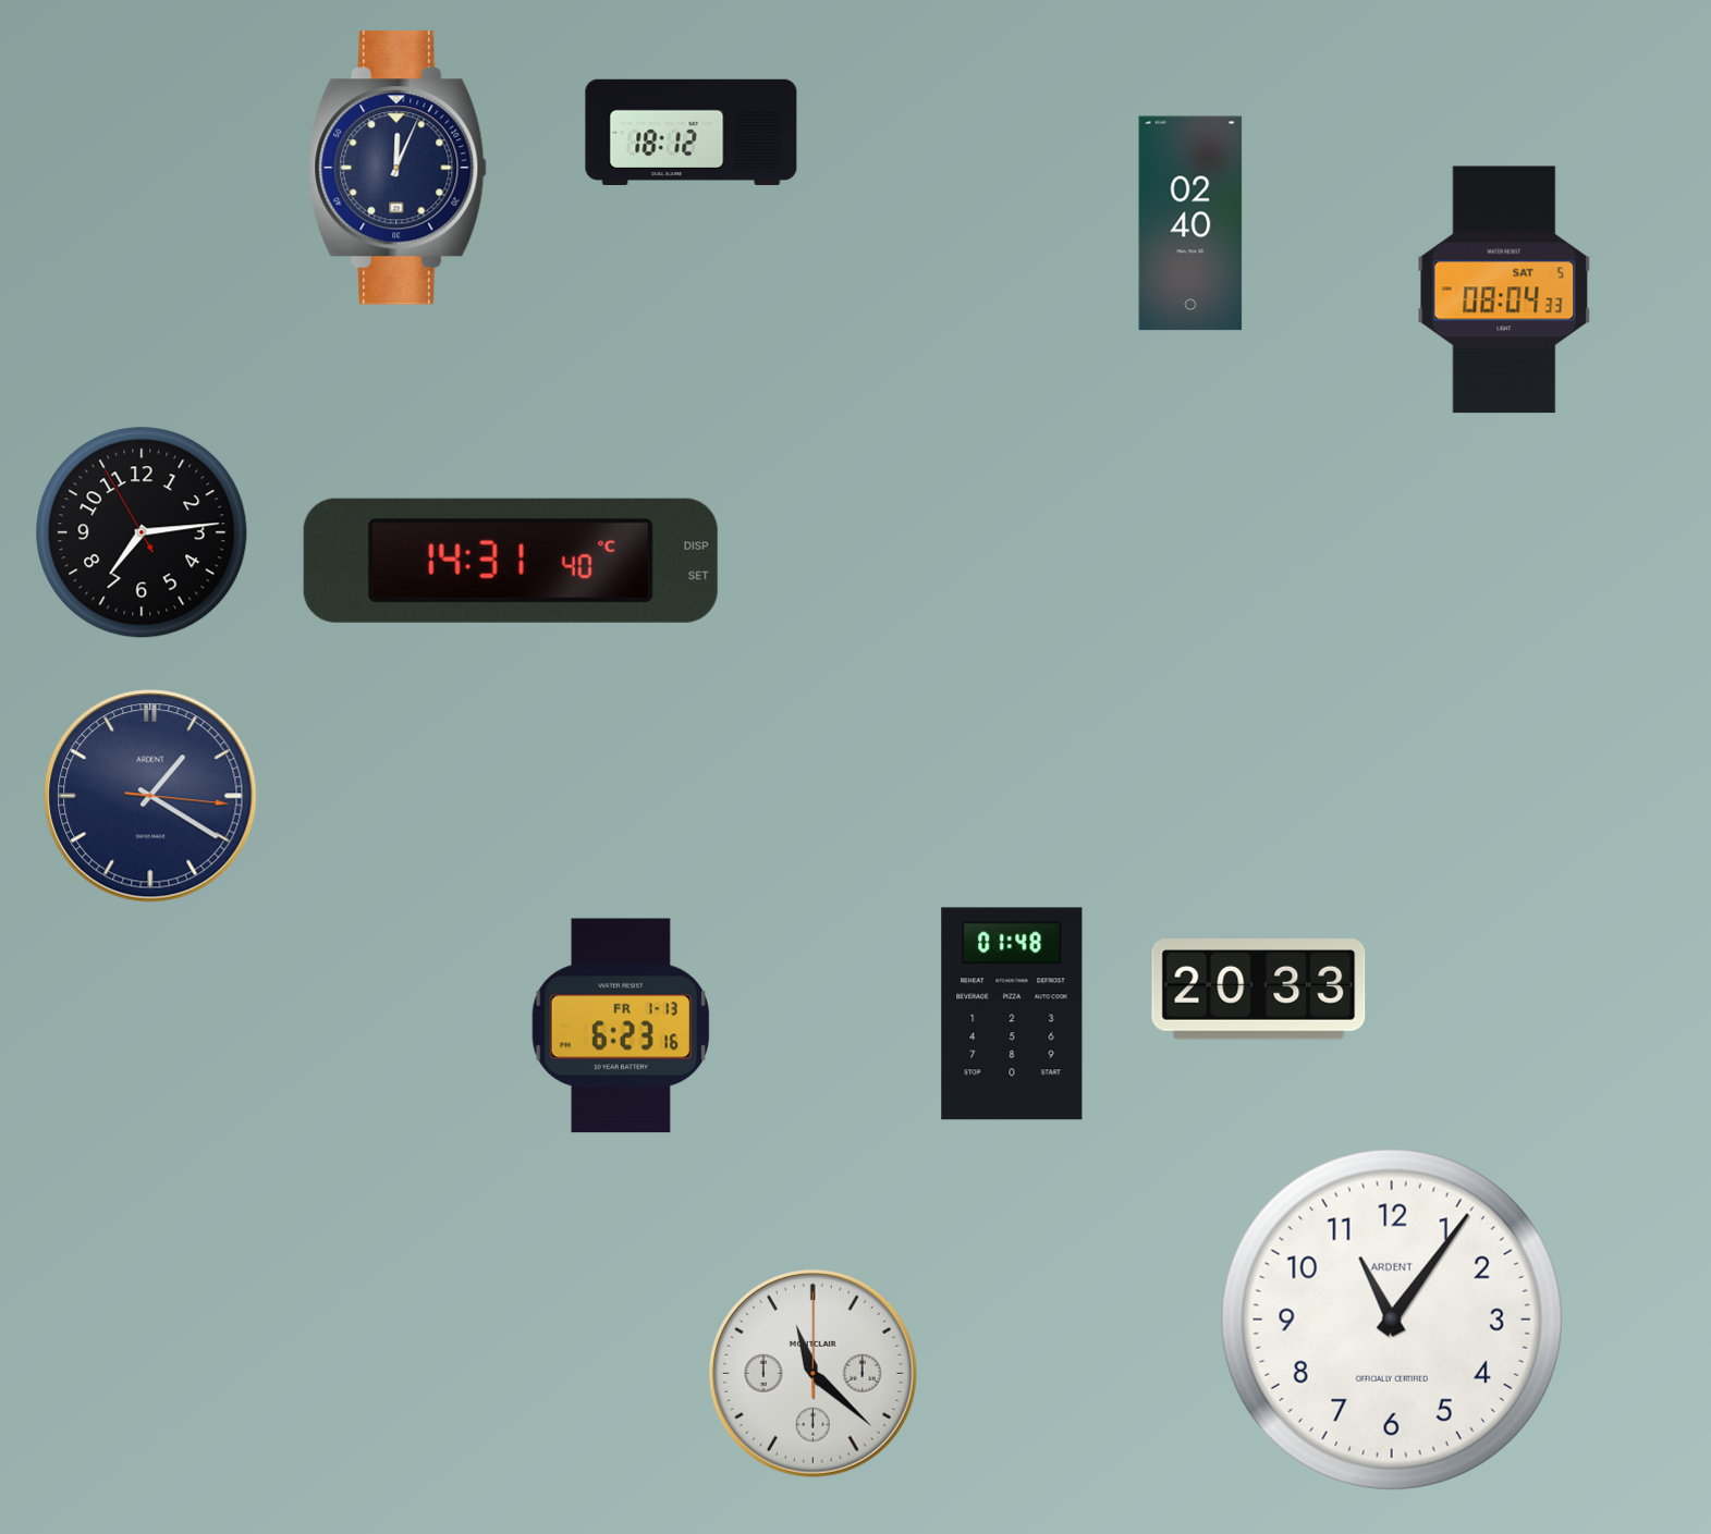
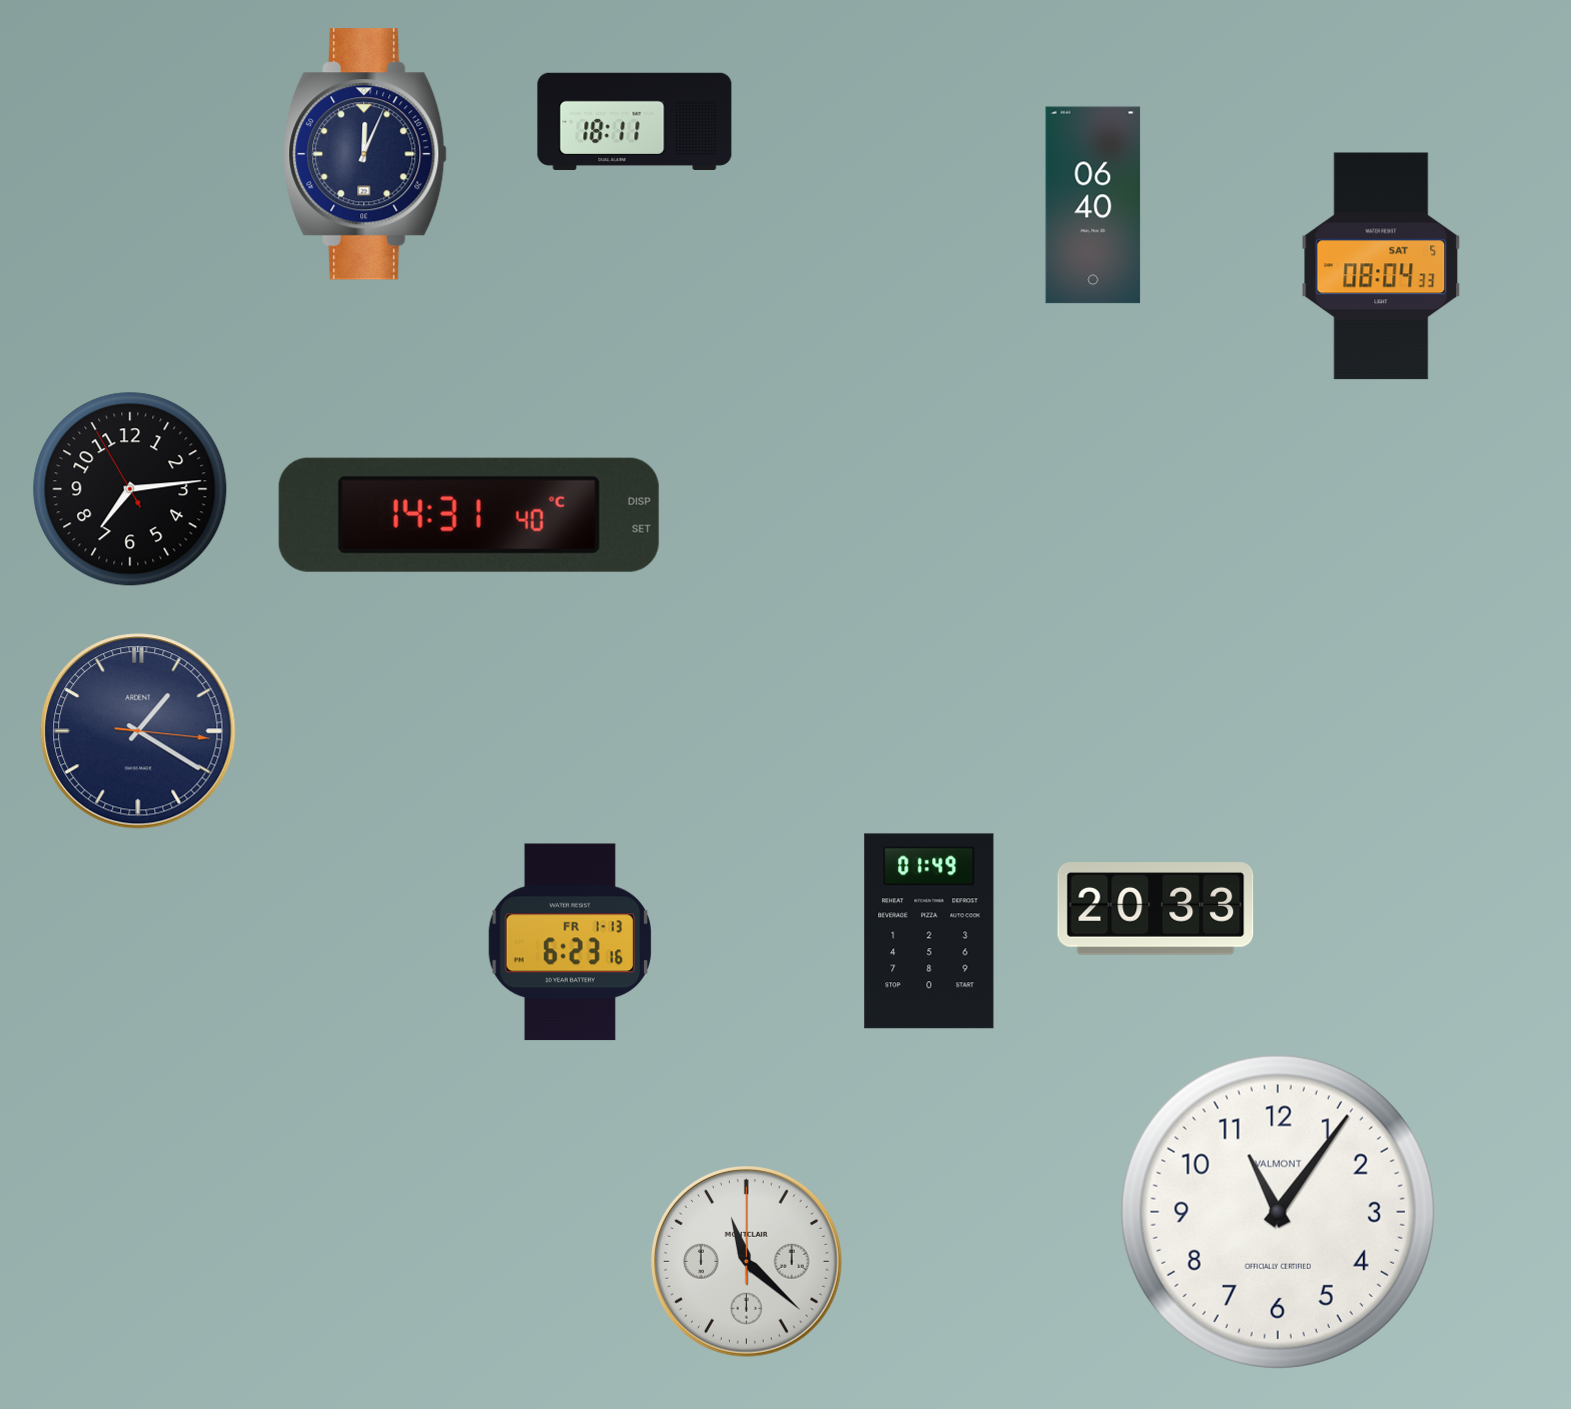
clock at (692, 132): 18:12 -> 18:11
clock at (1190, 223): 02:40 -> 06:40
clock at (1012, 1014): 01:48 -> 01:49
clock at (1392, 1320) brand: ARDENT -> VALMONT
